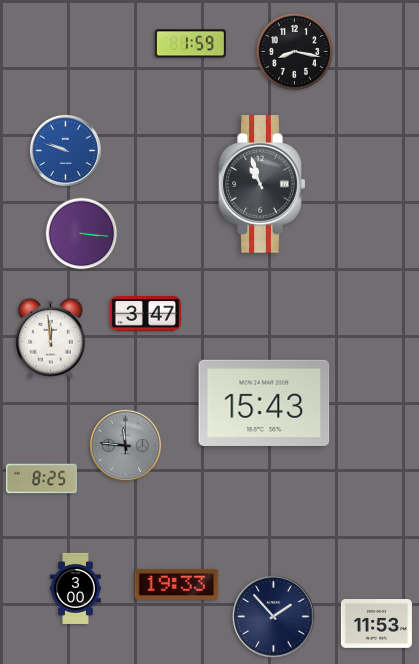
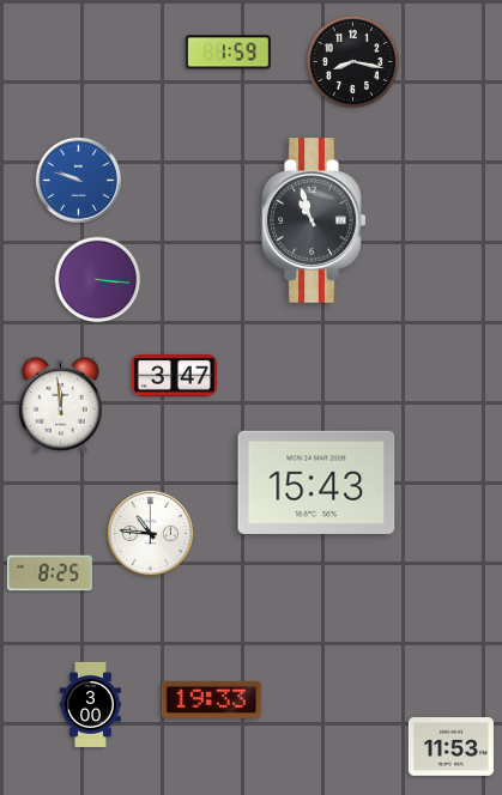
clock at (125, 445): 11:46 -> 10:46
clock at (125, 445) dial: grey -> white
clock at (274, 617): 1:53 -> none
